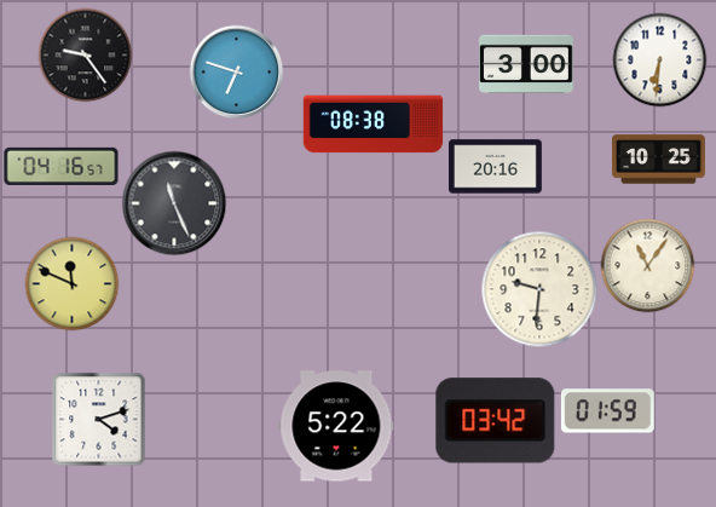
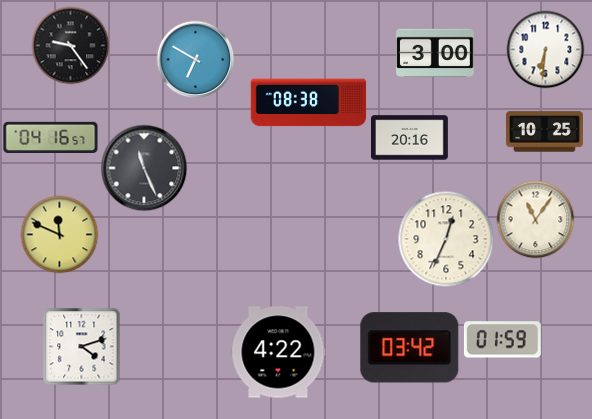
clock at (236, 71): 6:48 -> 6:50
clock at (539, 289): 9:31 -> 12:34
clock at (336, 426): 5:22 -> 4:22
